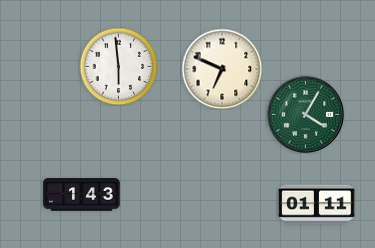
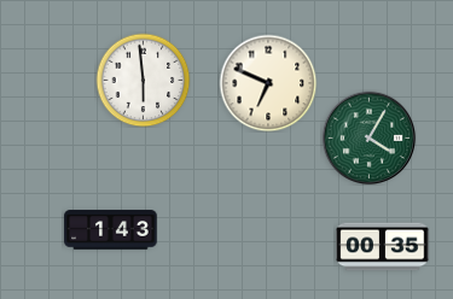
clock at (82, 195) position: (82, 195) -> (111, 230)
clock at (317, 205): 01:11 -> 00:35
